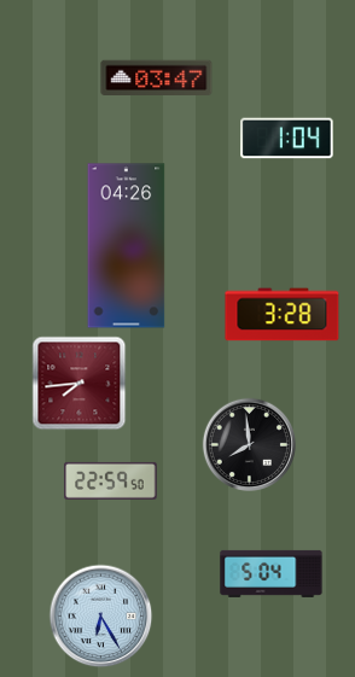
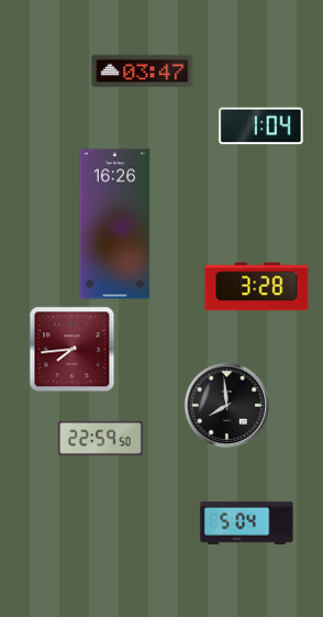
clock at (127, 246): 04:26 -> 16:26
clock at (100, 615): 6:25 -> none
